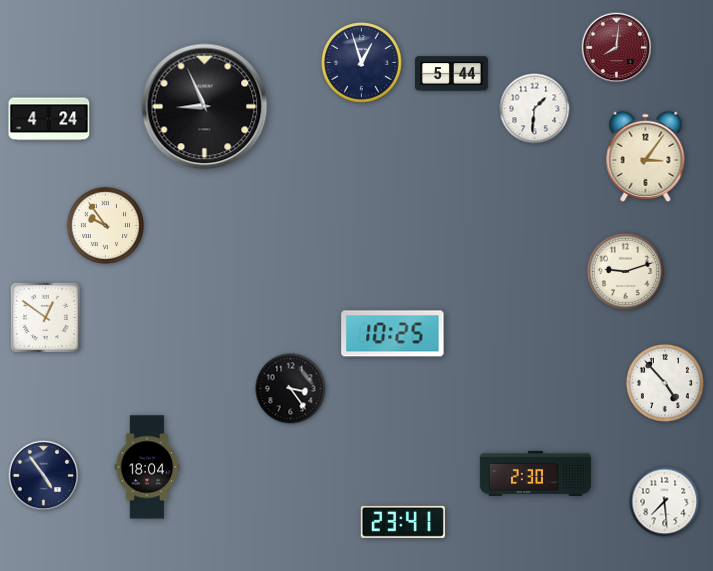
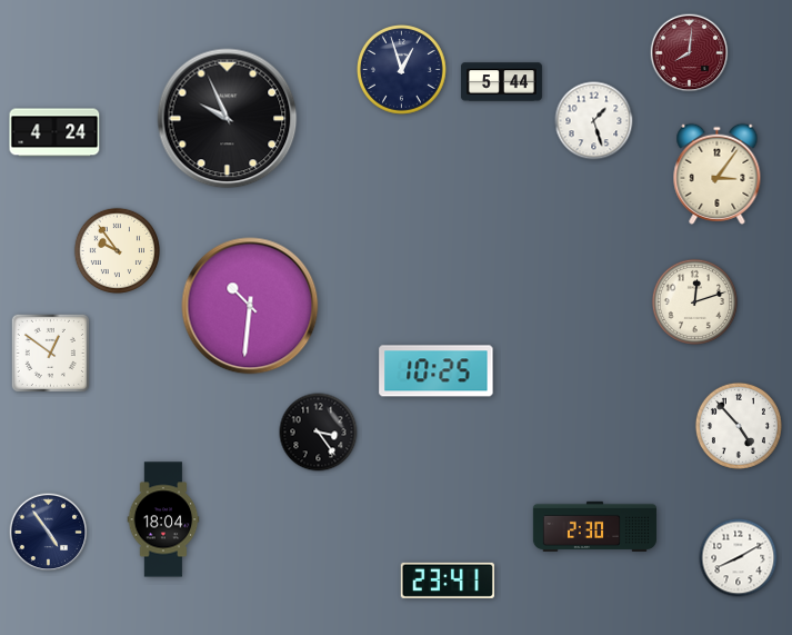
clock at (617, 48) position: (617, 48) -> (690, 53)
clock at (205, 107): 8:56 -> 9:56
clock at (535, 109): 1:31 -> 1:27
clock at (625, 271): 9:12 -> 12:12
clock at (250, 306): none -> 10:31
clock at (291, 389) position: (291, 389) -> (319, 433)
clock at (44, 476) position: (44, 476) -> (49, 533)
clock at (665, 502): 7:29 -> 8:10
